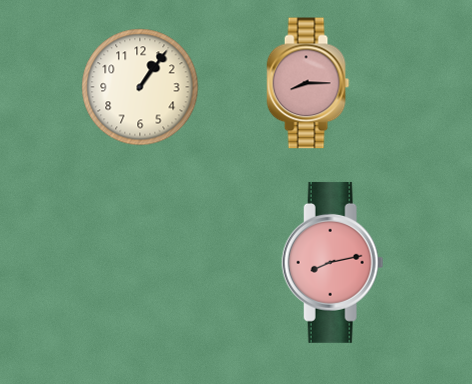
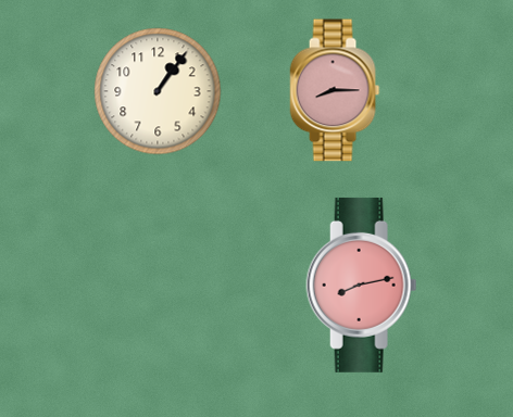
clock at (140, 87) position: (140, 87) -> (158, 91)
